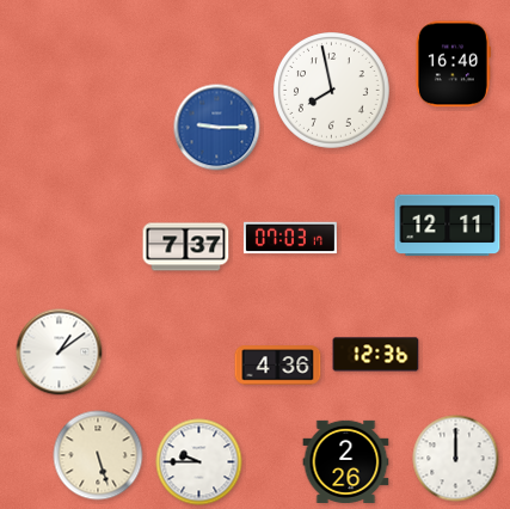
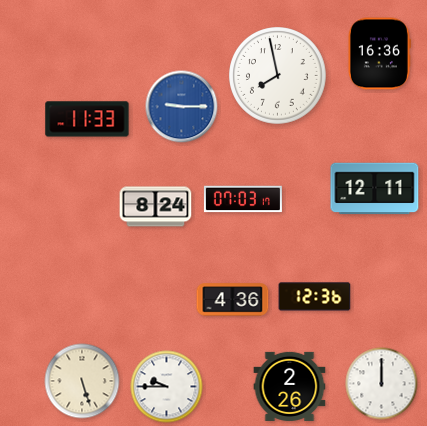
clock at (453, 65): 16:40 -> 16:36
clock at (87, 119): none -> 11:33
clock at (186, 247): 7:37 -> 8:24
clock at (60, 352): 1:09 -> none
clock at (278, 366) position: (278, 366) -> (233, 300)
